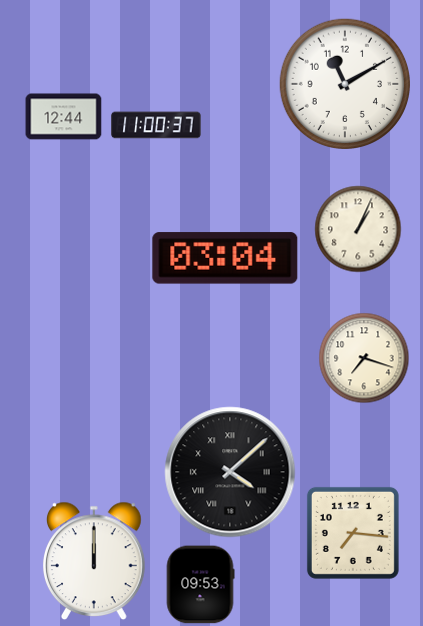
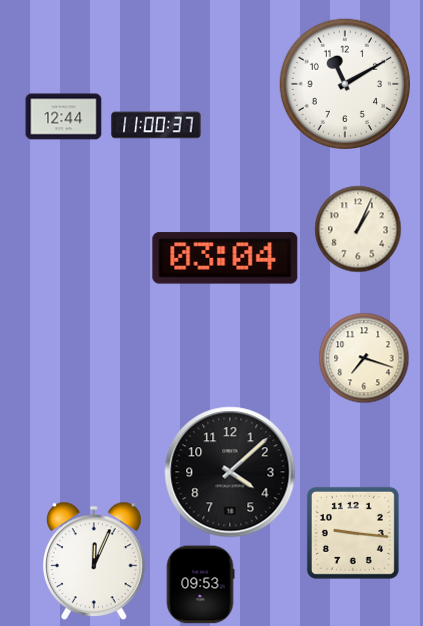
clock at (230, 472) numerals: Roman -> Arabic
clock at (353, 533): 7:16 -> 9:16
clock at (95, 561): 12:00 -> 12:04
